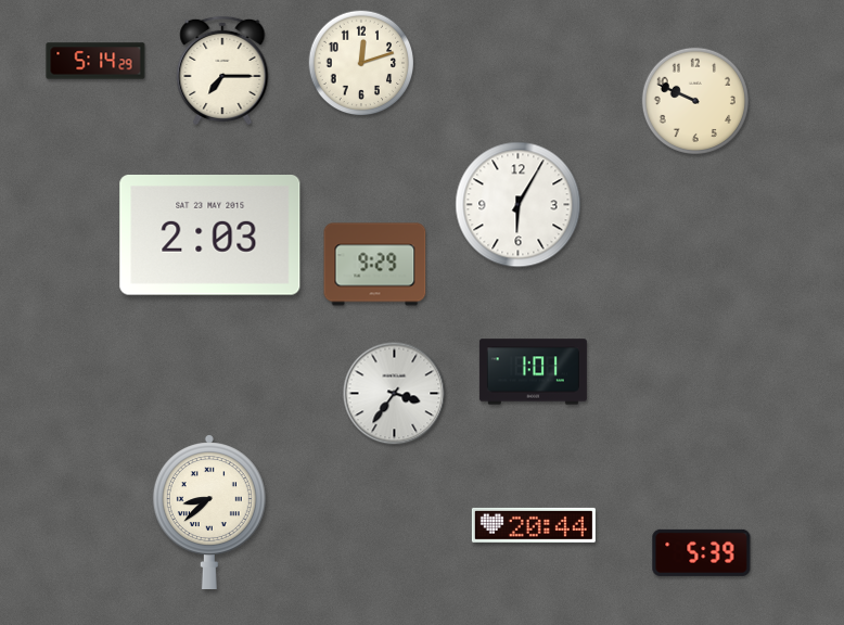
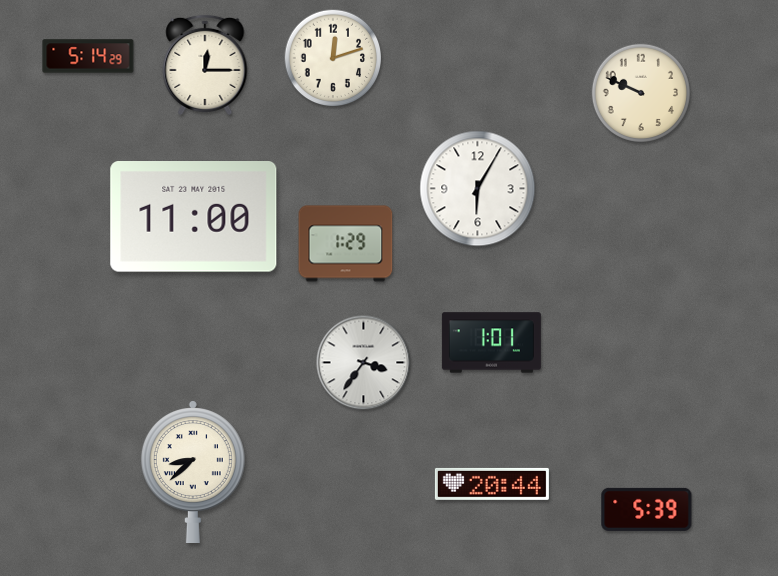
clock at (222, 71): 7:15 -> 12:15
clock at (210, 235): 2:03 -> 11:00
clock at (375, 265): 9:29 -> 1:29
